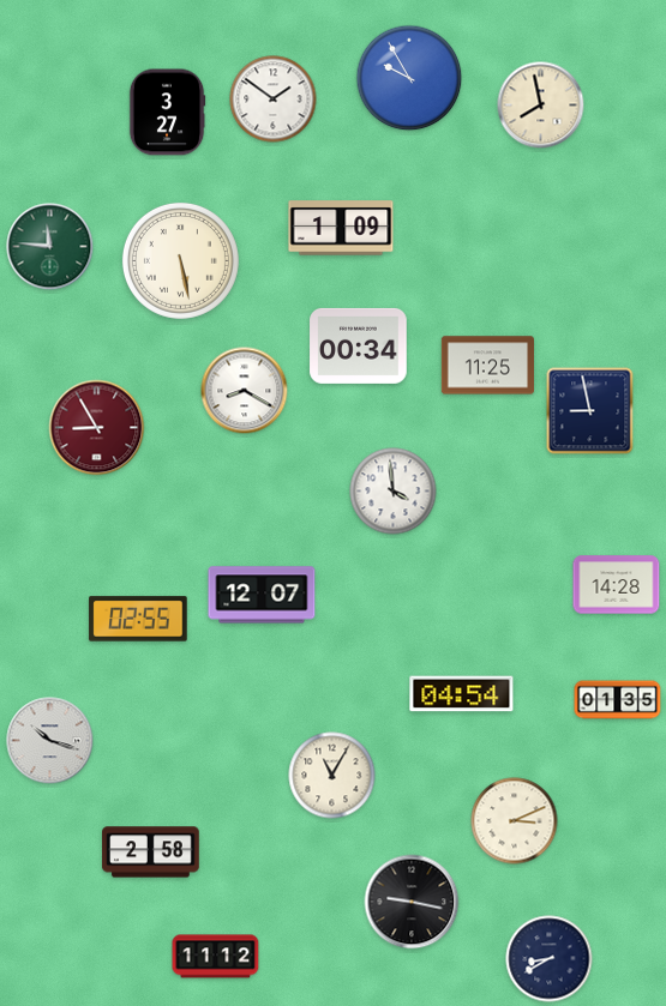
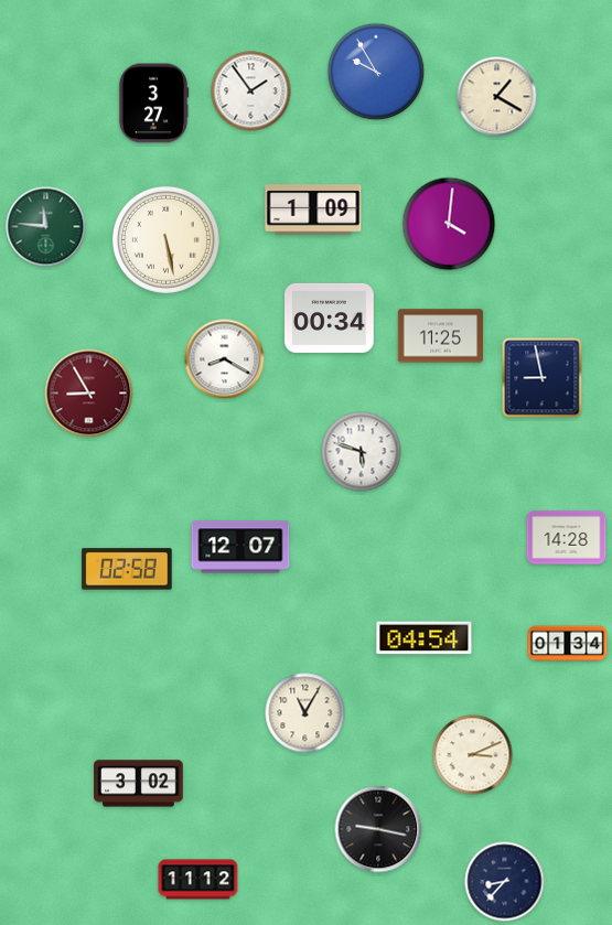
clock at (274, 100): 1:51 -> 1:54
clock at (541, 106): 7:58 -> 1:20
clock at (449, 224): none -> 4:01
clock at (487, 366) position: (487, 366) -> (440, 336)
clock at (394, 492): 3:59 -> 5:48
clock at (138, 619): 02:55 -> 02:58
clock at (618, 700): 01:35 -> 01:34
clock at (50, 741): 10:18 -> none
clock at (151, 853): 2:58 -> 3:02
clock at (550, 959): 8:40 -> 8:37
